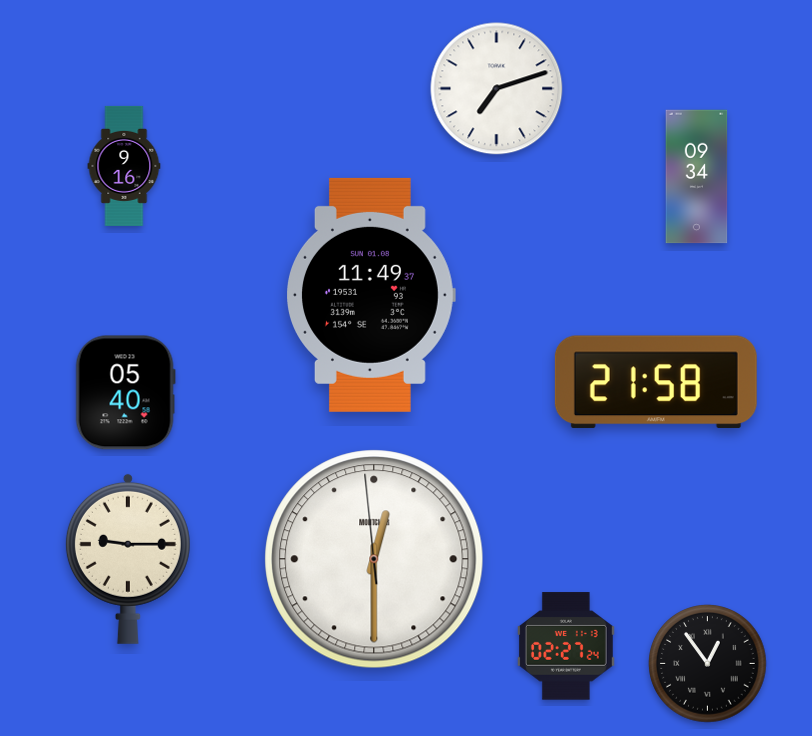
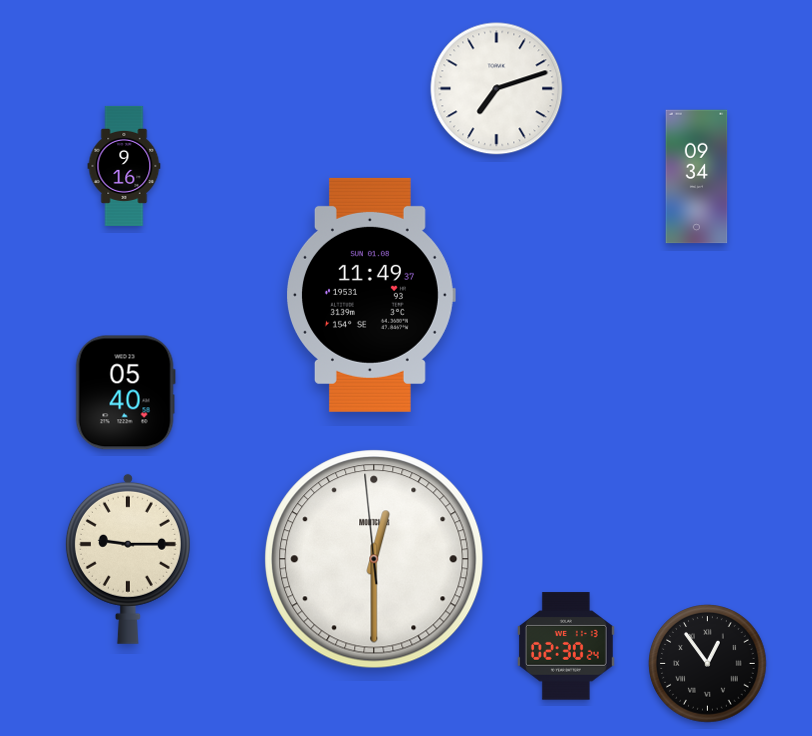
clock at (656, 382): 21:58 -> none
clock at (566, 646): 02:27 -> 02:30
